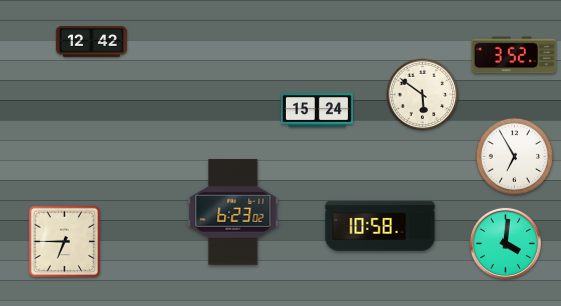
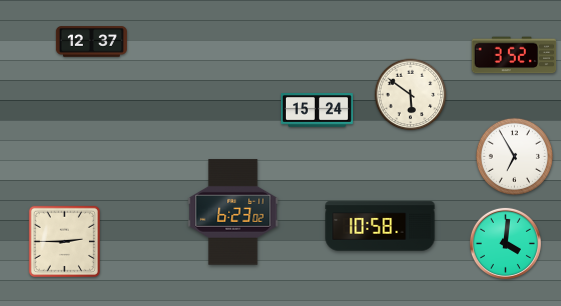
clock at (91, 42): 12:42 -> 12:37
clock at (423, 95) position: (423, 95) -> (411, 95)
clock at (64, 241): 6:45 -> 2:45
